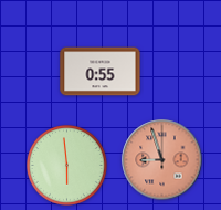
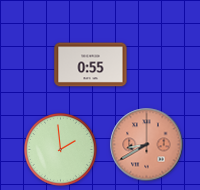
clock at (162, 160): 8:57 -> 8:40
clock at (67, 166): 5:59 -> 1:59
